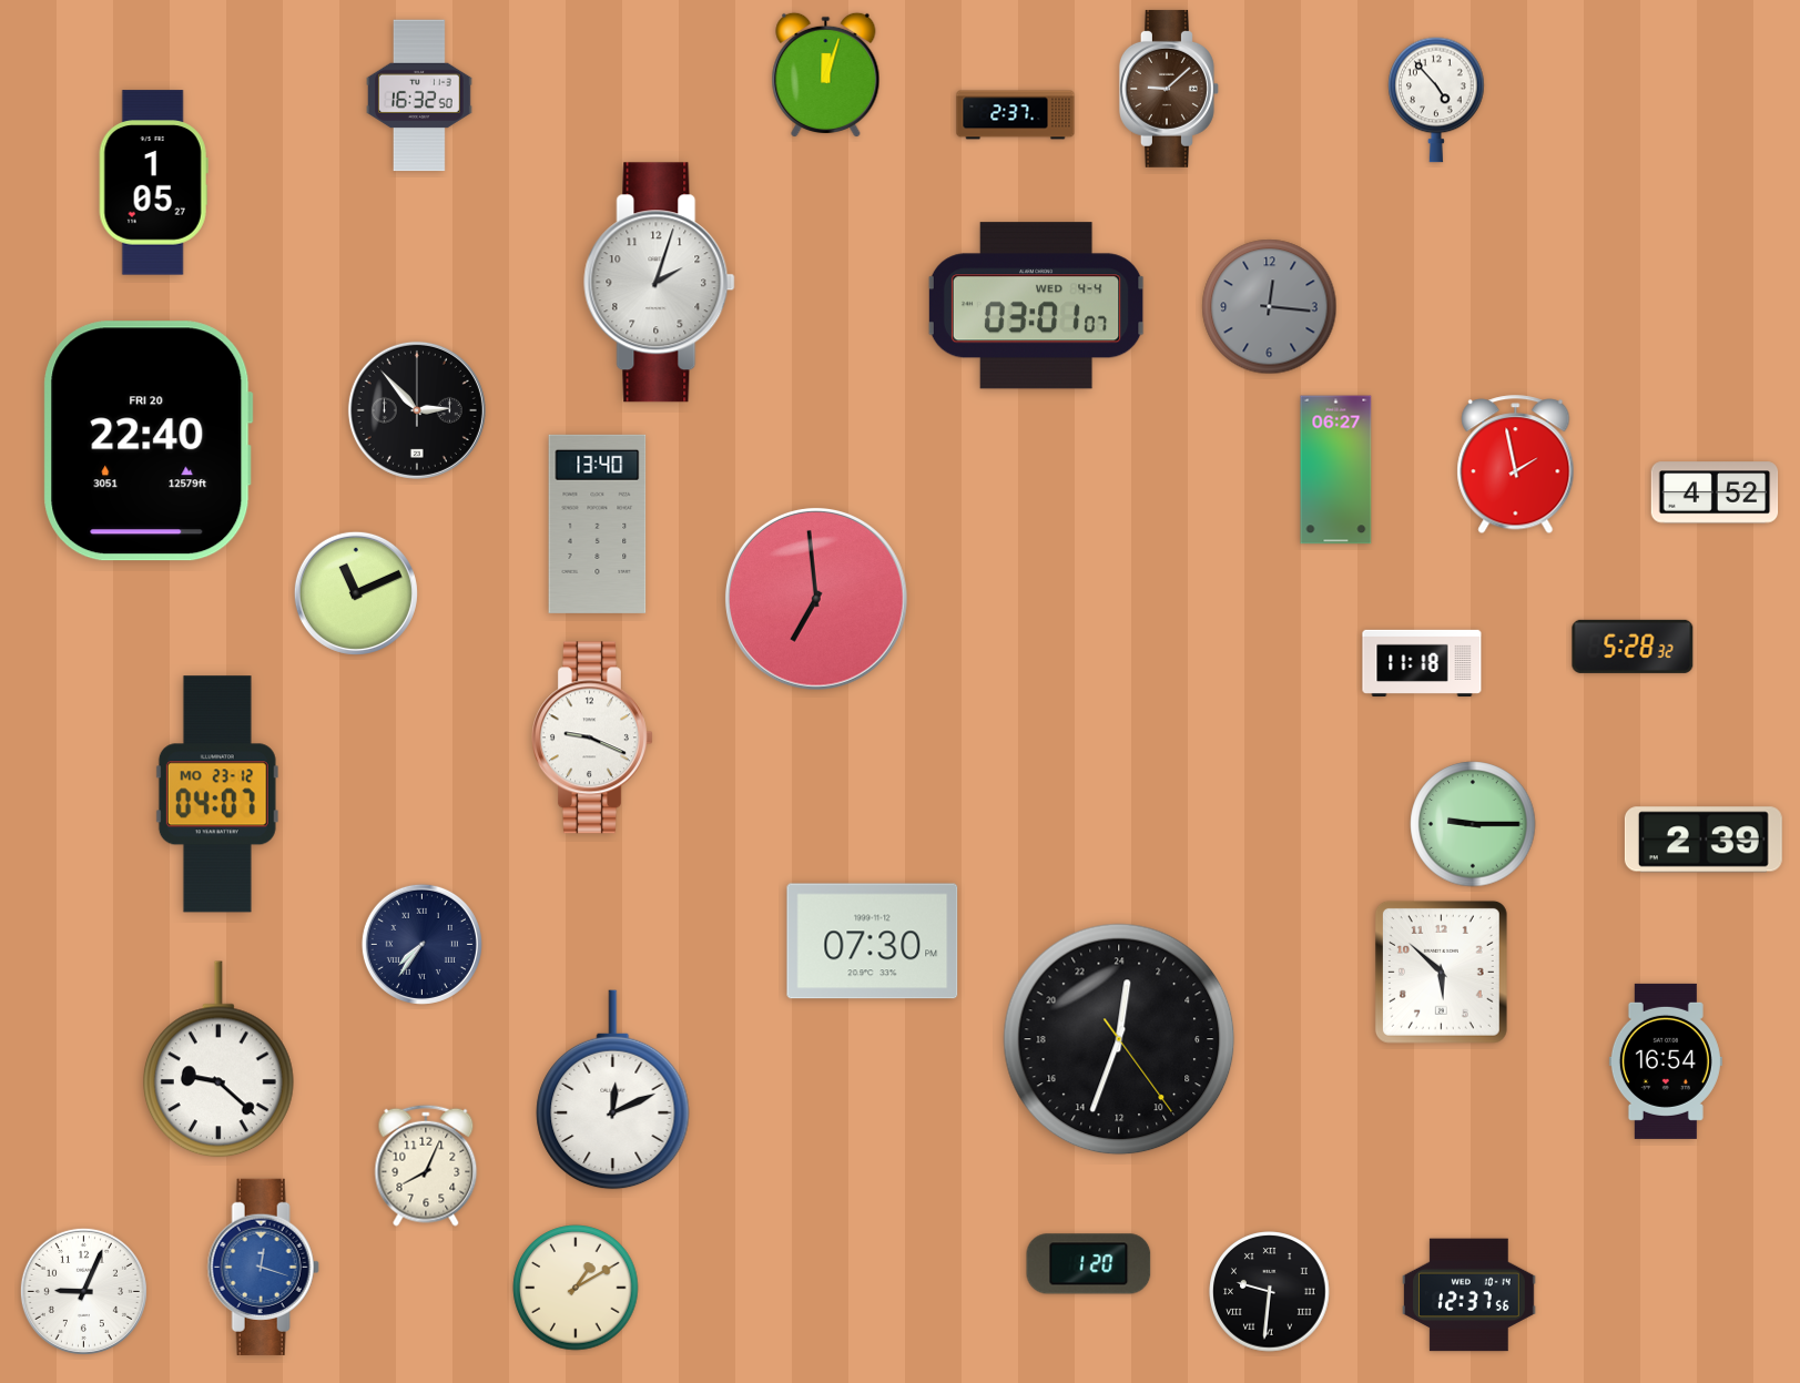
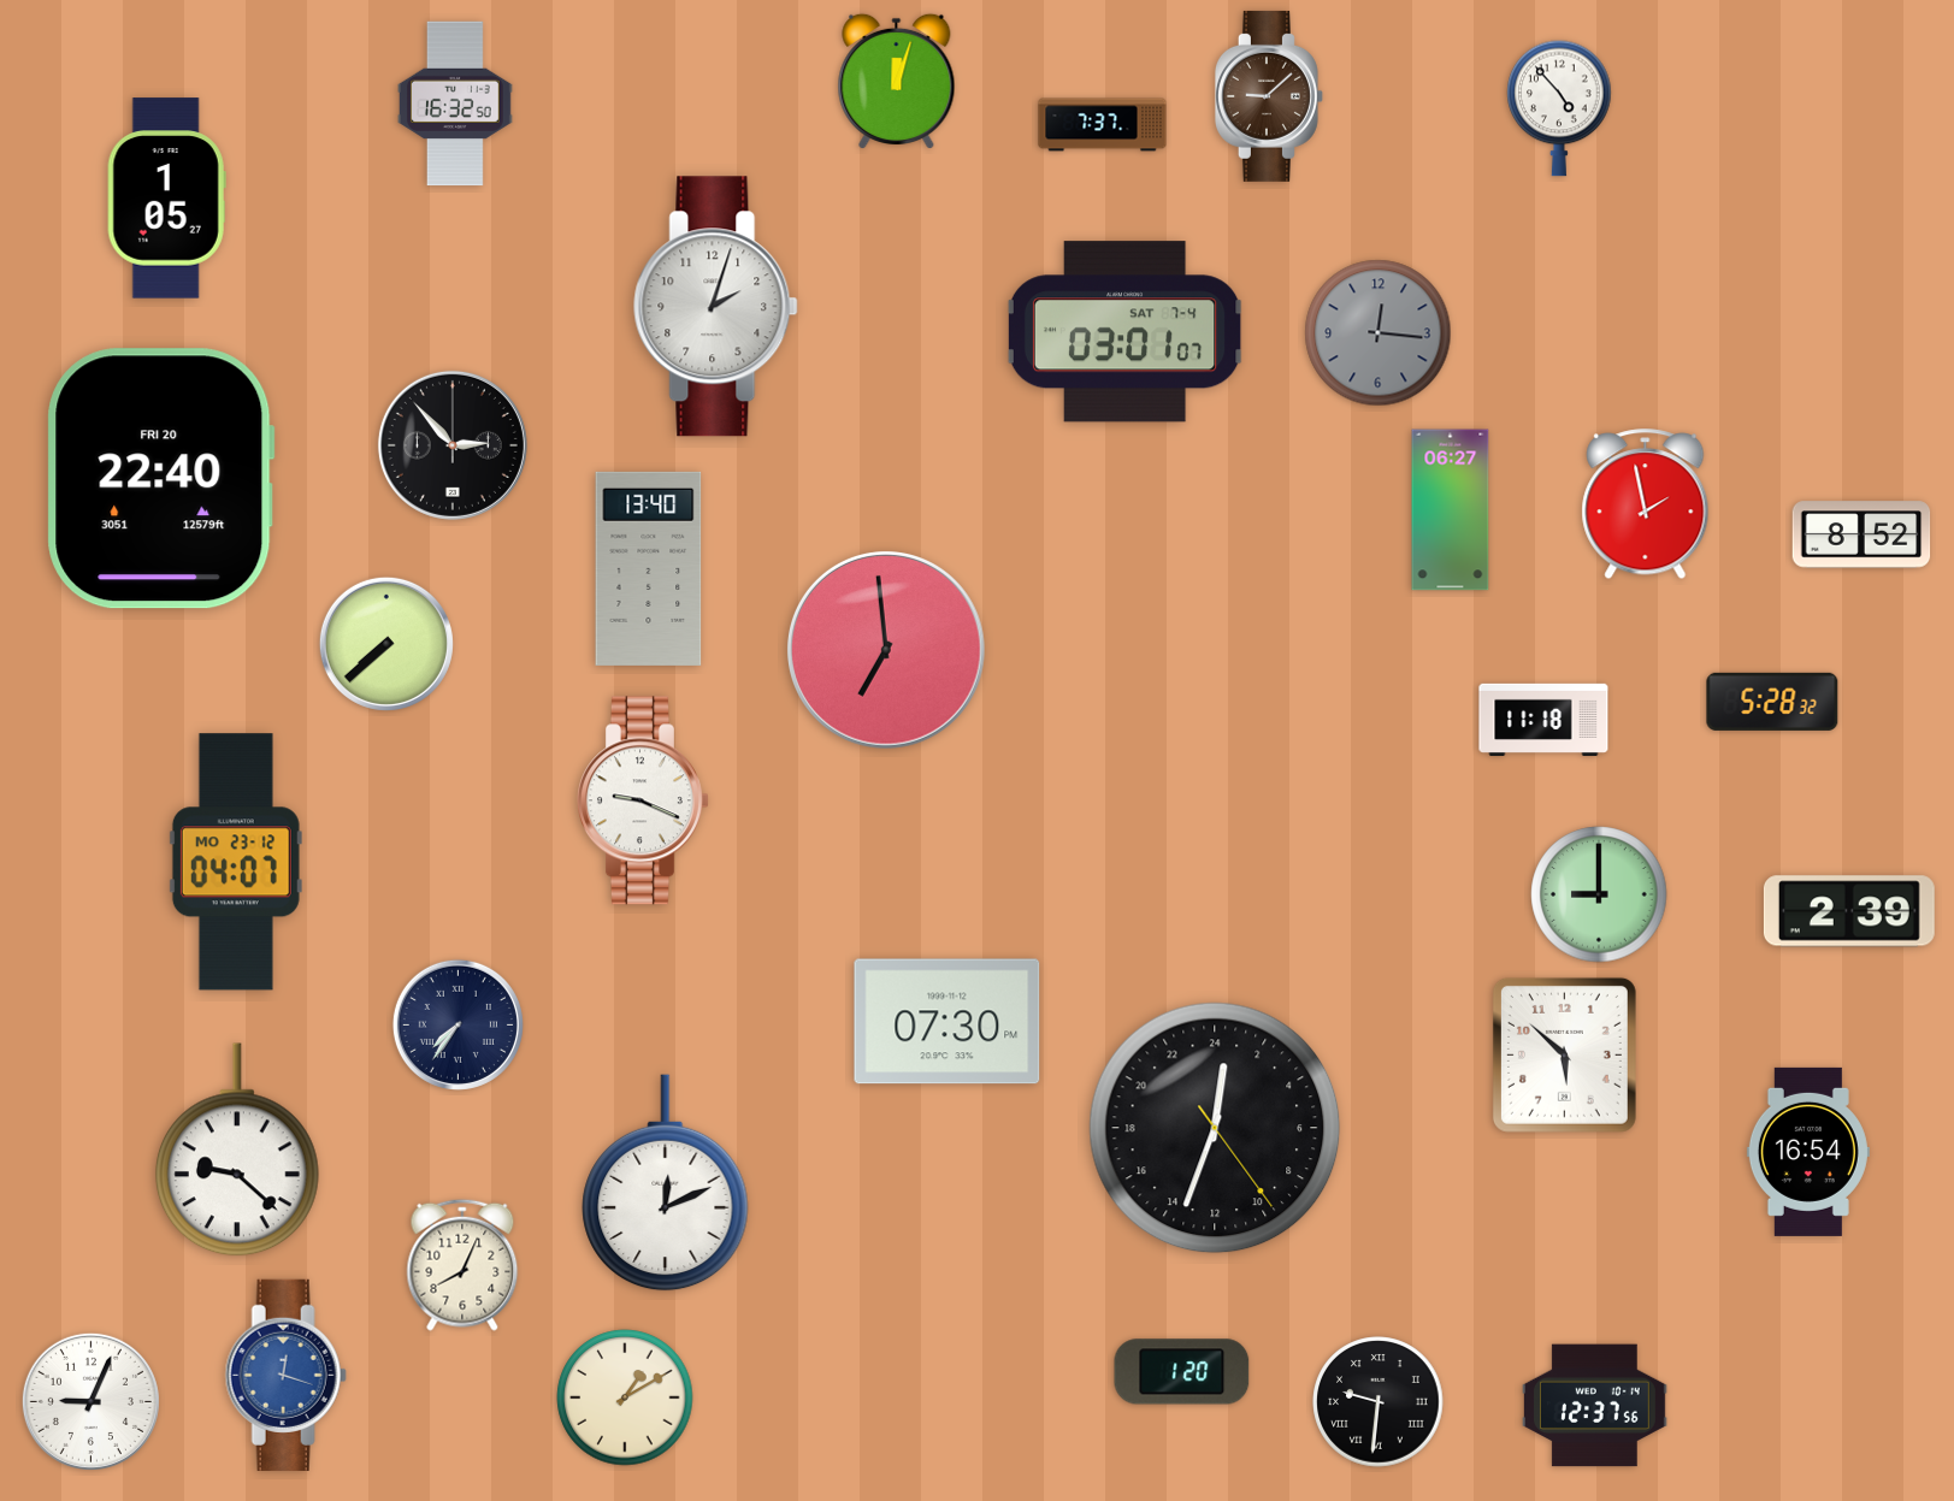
clock at (1016, 115): 2:37 -> 7:37
clock at (1037, 306) date: WED 4-4 -> SAT 7-4
clock at (1715, 492): 4:52 -> 8:52
clock at (356, 593): 11:11 -> 7:38
clock at (1473, 824): 9:15 -> 9:00
